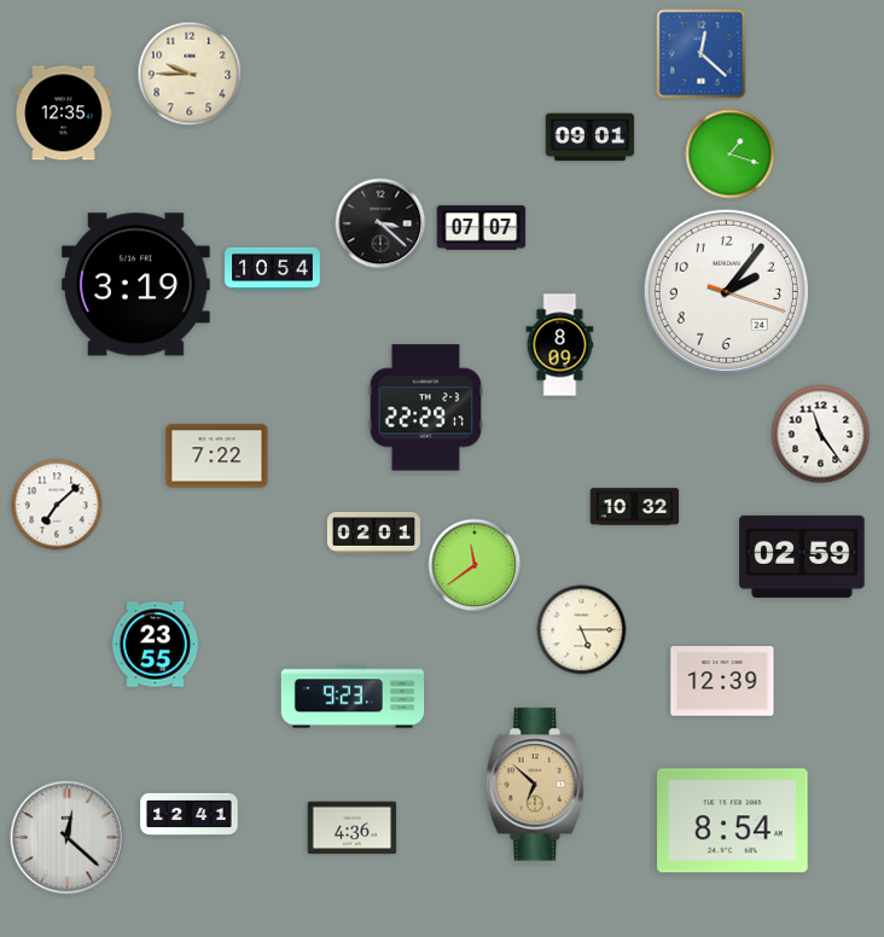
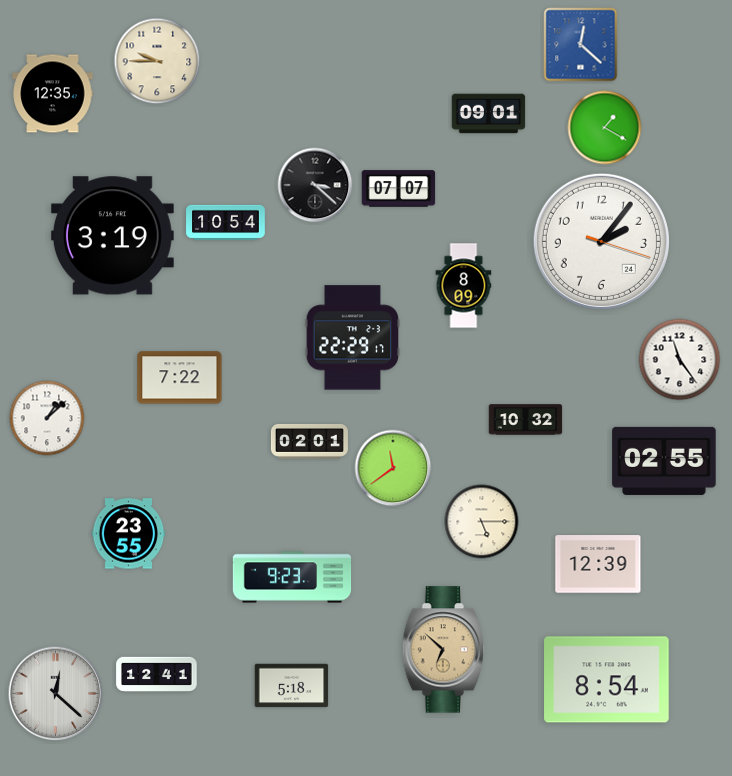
clock at (731, 155): 1:18 -> 1:20
clock at (57, 505): 7:08 -> 1:08
clock at (802, 557): 02:59 -> 02:55
clock at (353, 828): 4:36 -> 5:18
